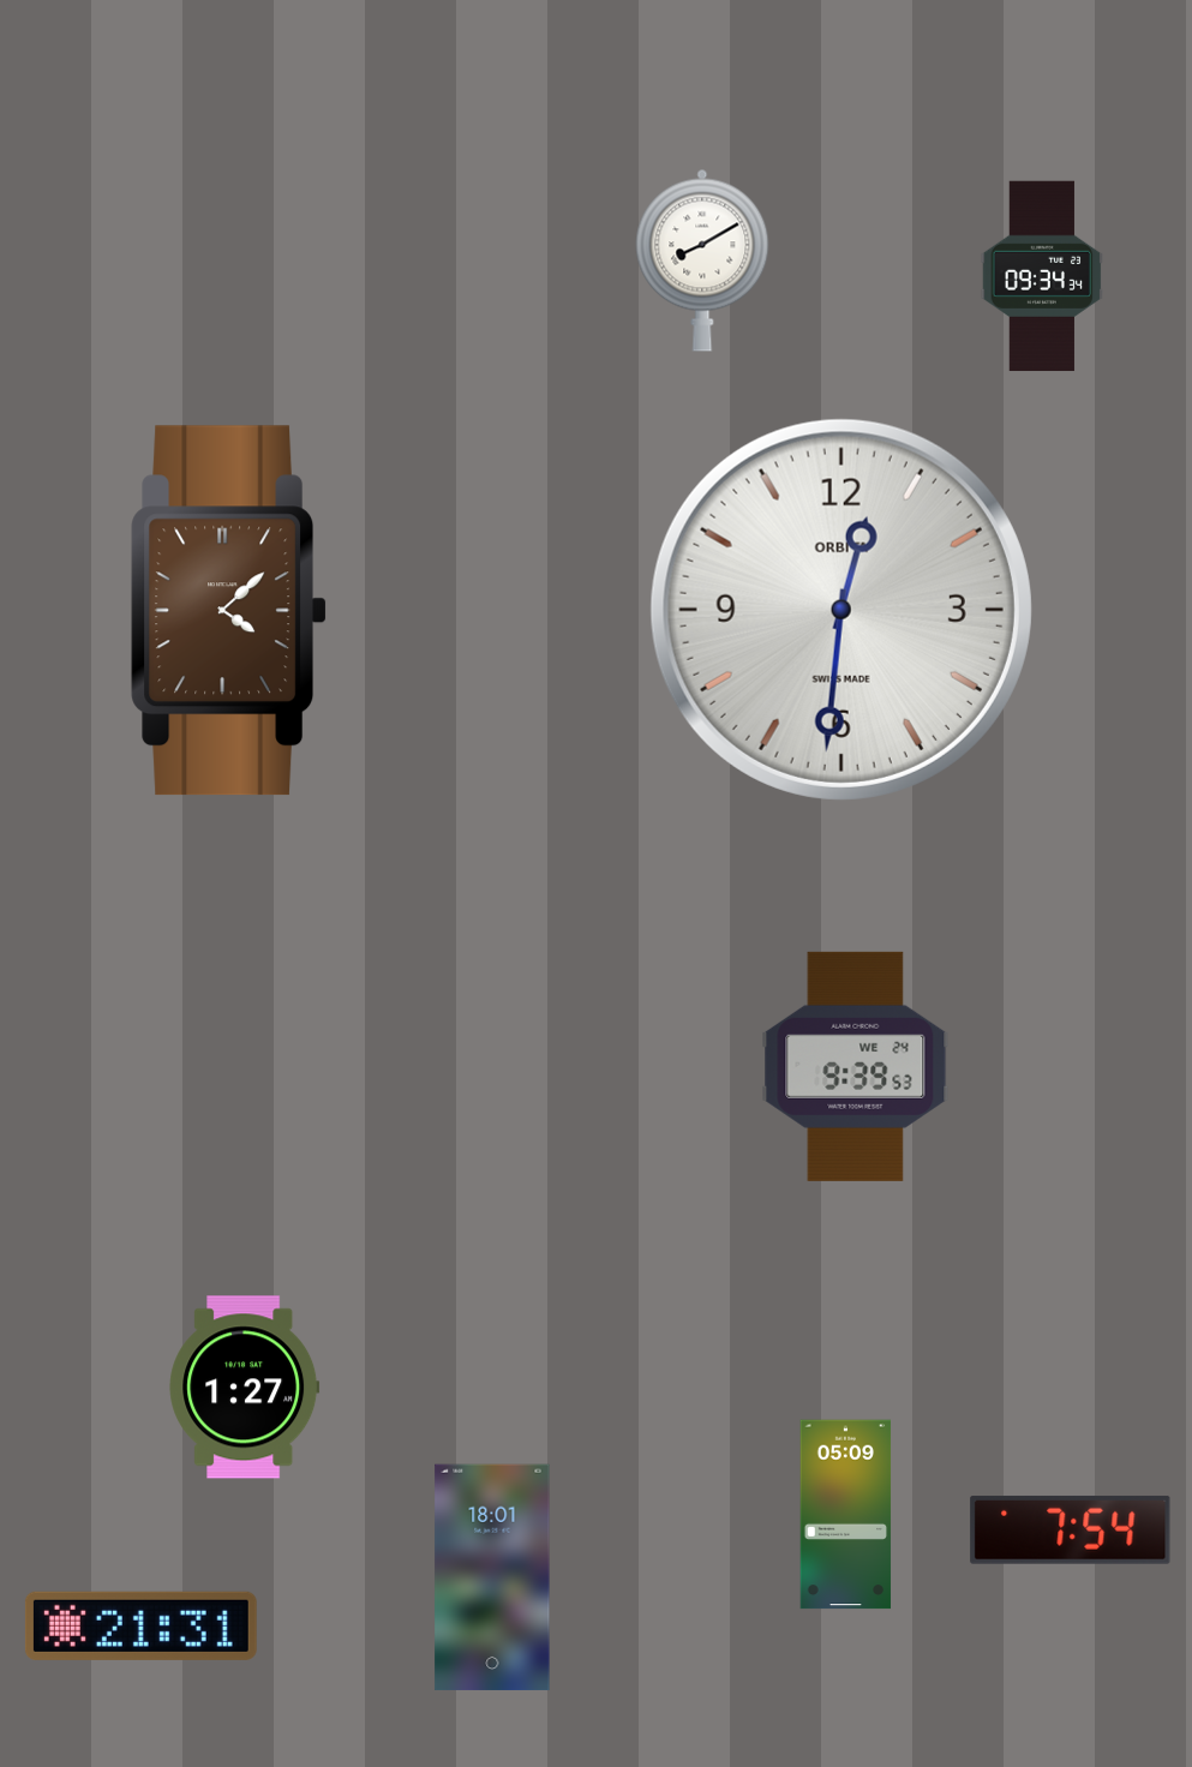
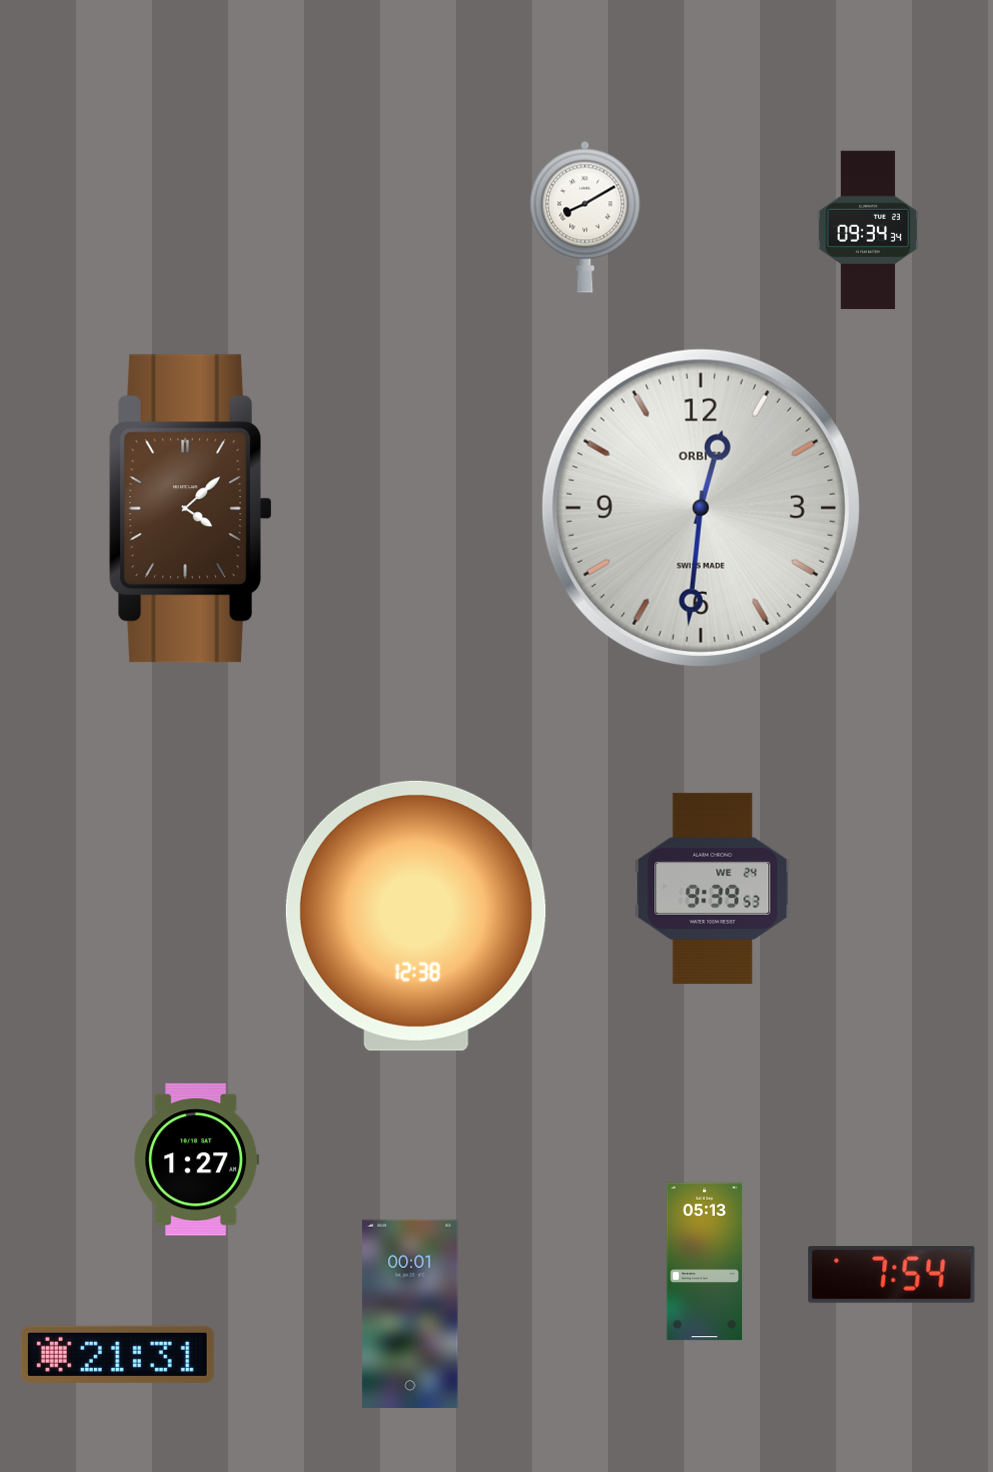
clock at (416, 916): none -> 12:38
clock at (245, 1388) position: (245, 1388) -> (197, 1160)
clock at (846, 1515): 05:09 -> 05:13
clock at (492, 1577): 18:01 -> 00:01
